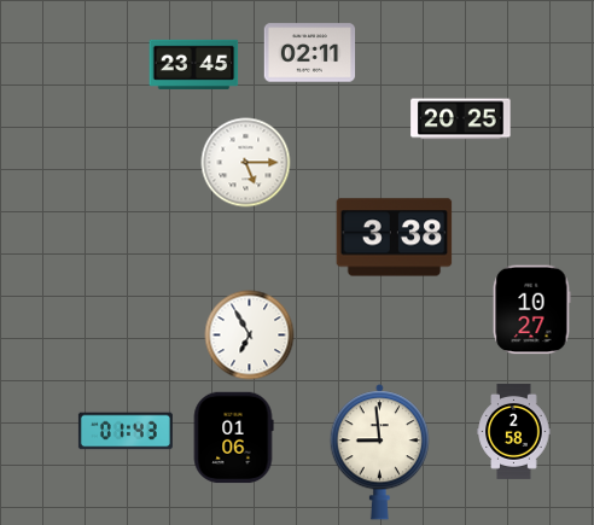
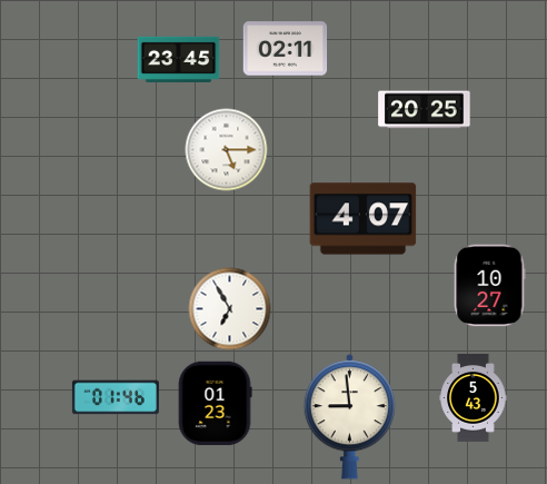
clock at (395, 238): 3:38 -> 4:07
clock at (126, 431): 01:43 -> 01:46
clock at (514, 431): 2:58 -> 5:43
clock at (233, 438): 01:06 -> 01:23
